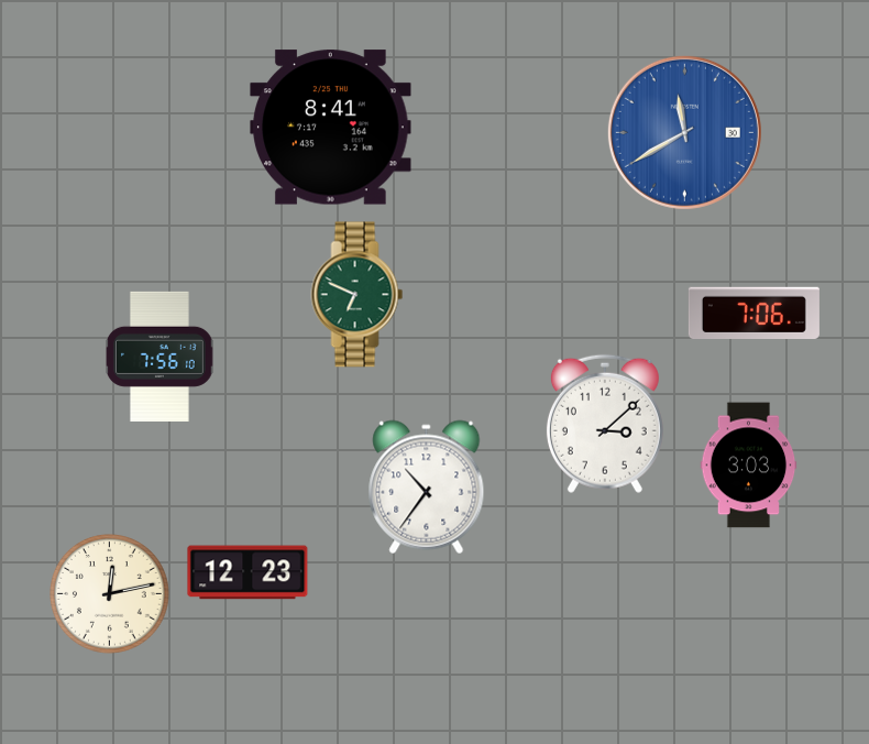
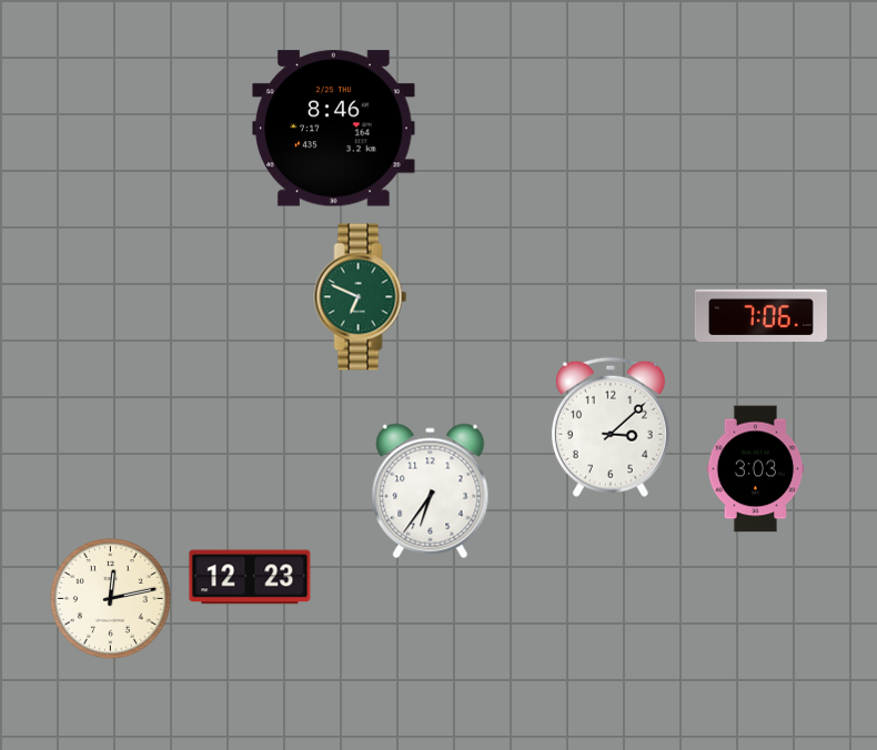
clock at (331, 128): 8:41 -> 8:46
clock at (684, 132): 11:40 -> none
clock at (159, 357): 7:56 -> none
clock at (427, 488): 10:36 -> 6:36
